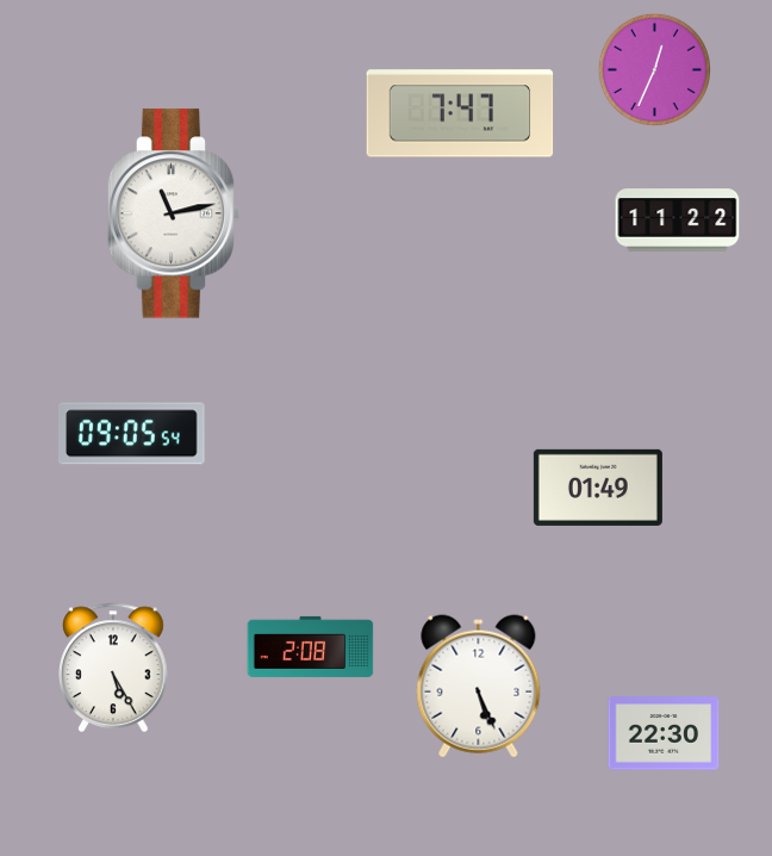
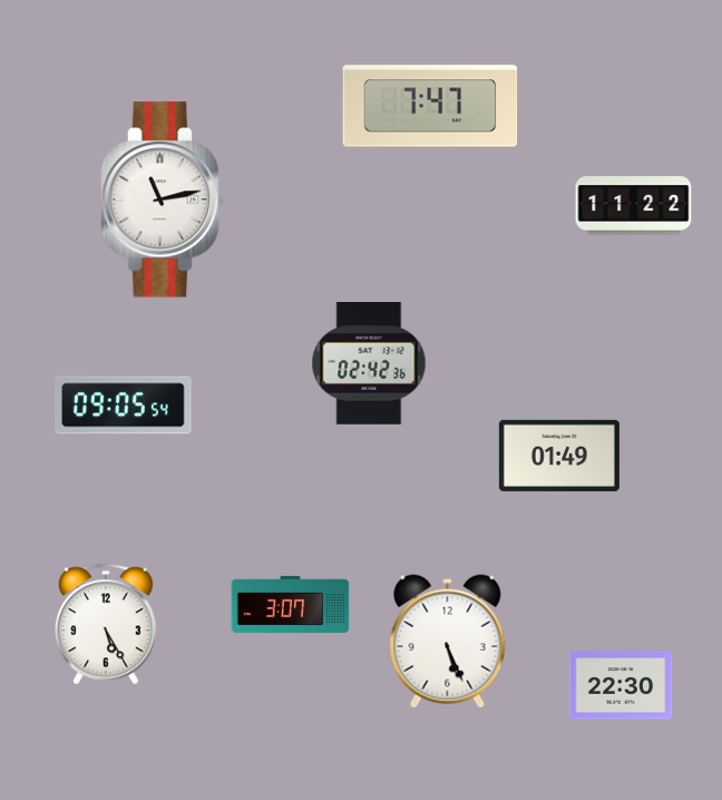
clock at (654, 69): 12:34 -> none
clock at (369, 364): none -> 02:42
clock at (311, 646): 2:08 -> 3:07
